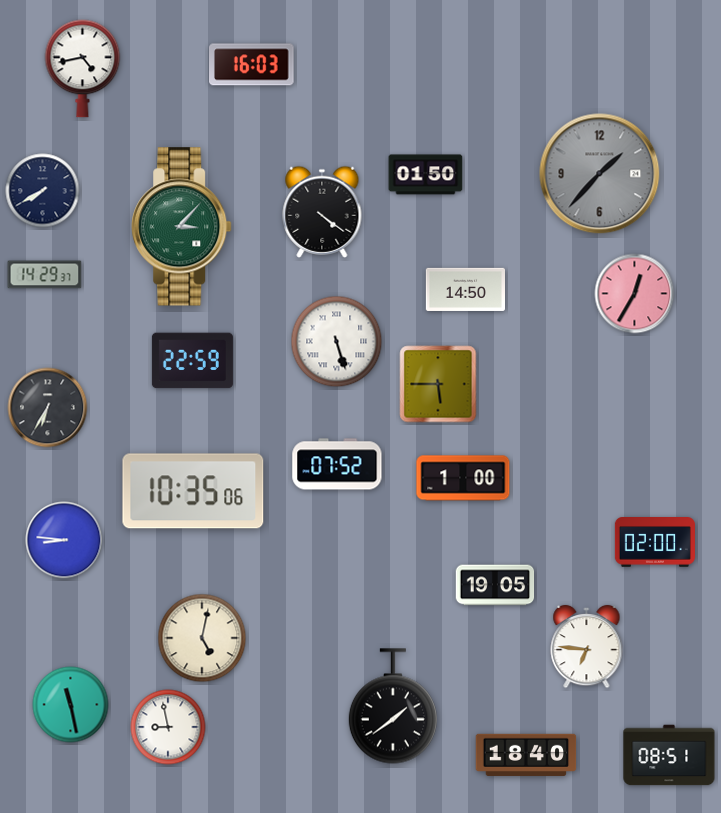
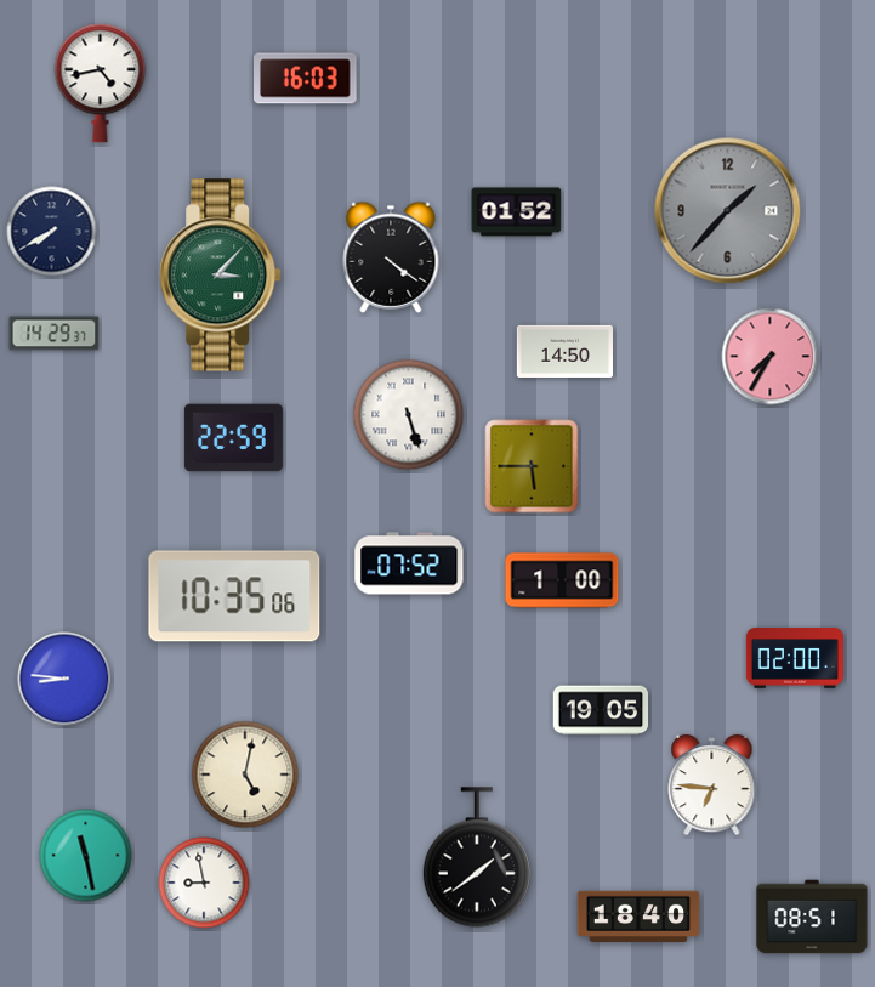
clock at (426, 175): 01:50 -> 01:52
clock at (635, 294): 12:35 -> 7:35
clock at (48, 408): 6:35 -> none
clock at (64, 540) position: (64, 540) -> (64, 679)
